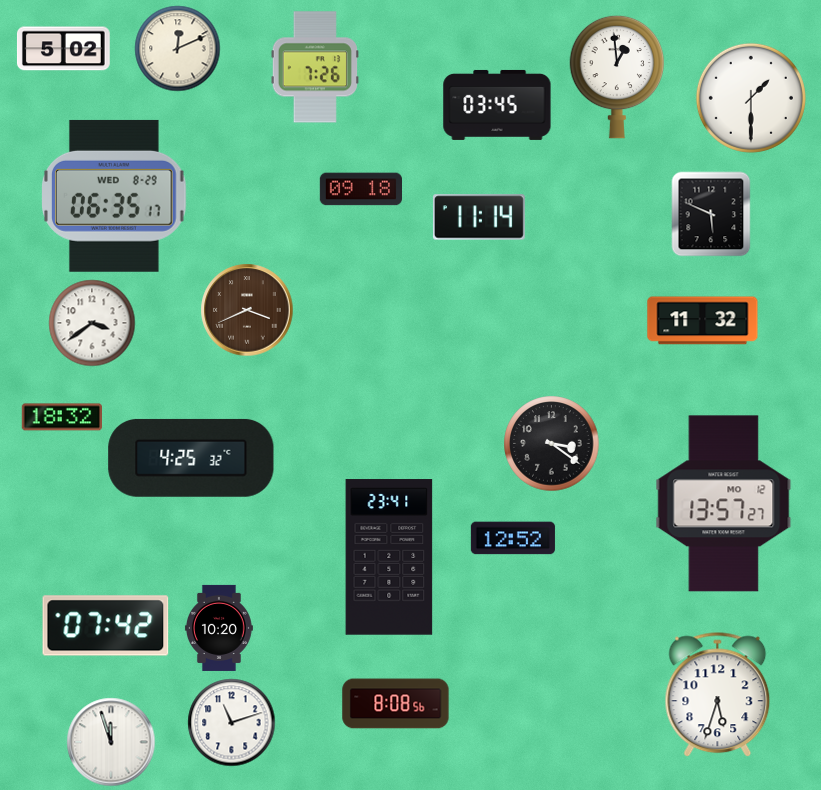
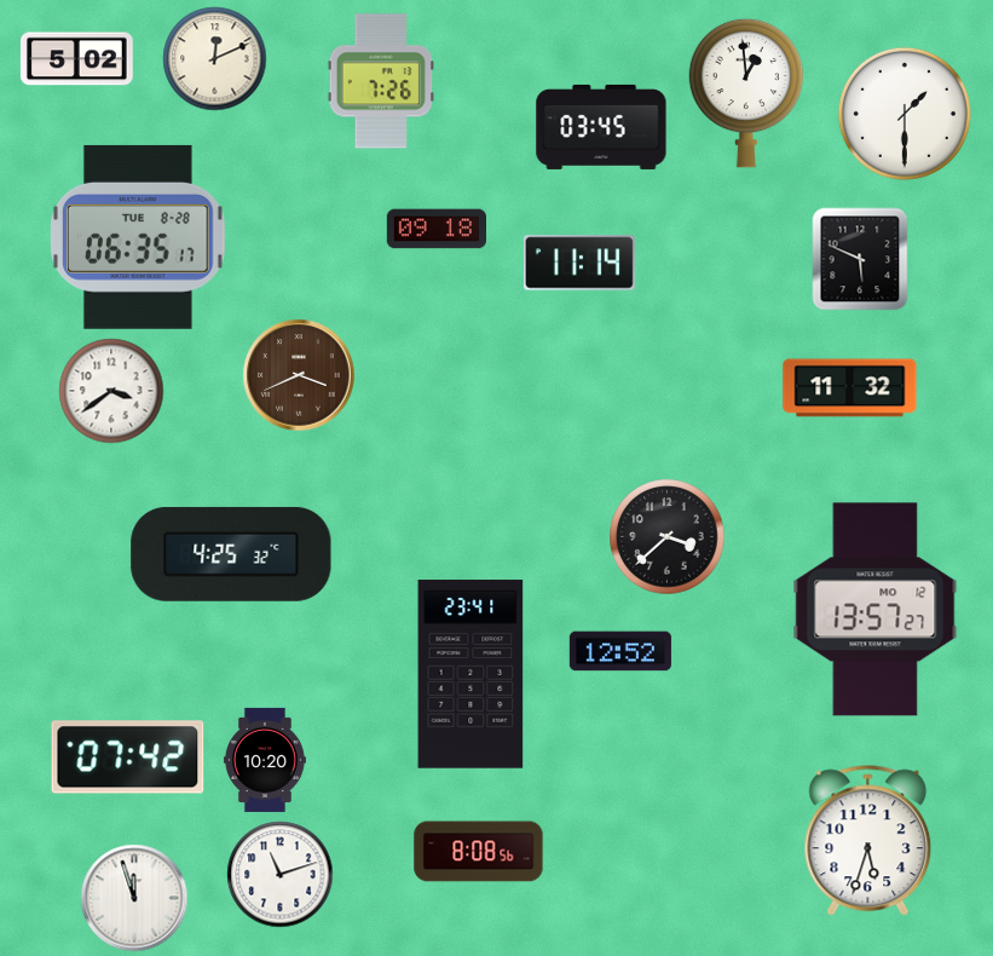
clock at (751, 98) position: (751, 98) -> (905, 114)
clock at (115, 196) date: WED 8-29 -> TUE 8-28
clock at (61, 417): 18:32 -> none
clock at (551, 443): 3:21 -> 3:38
